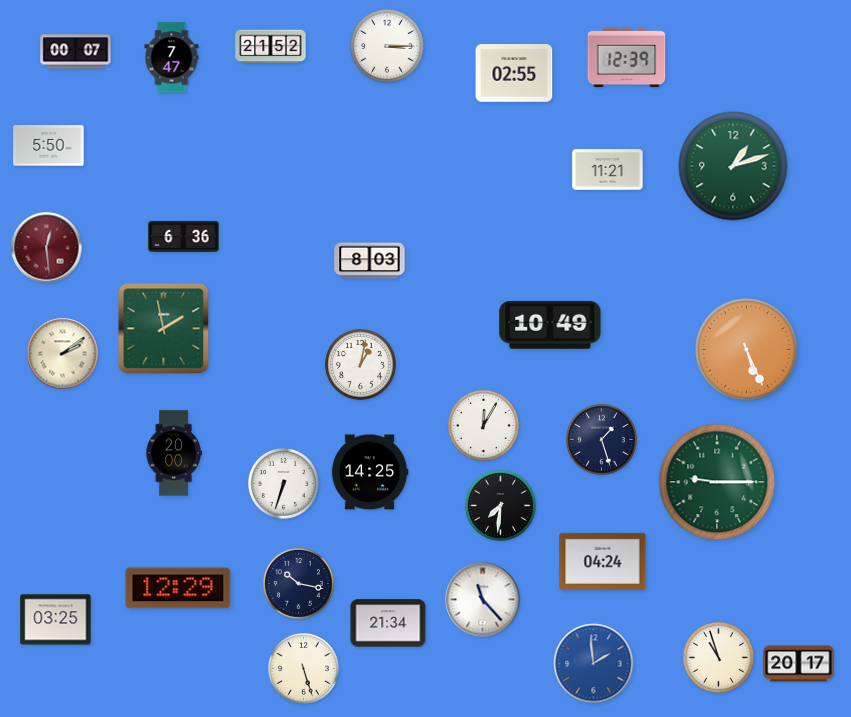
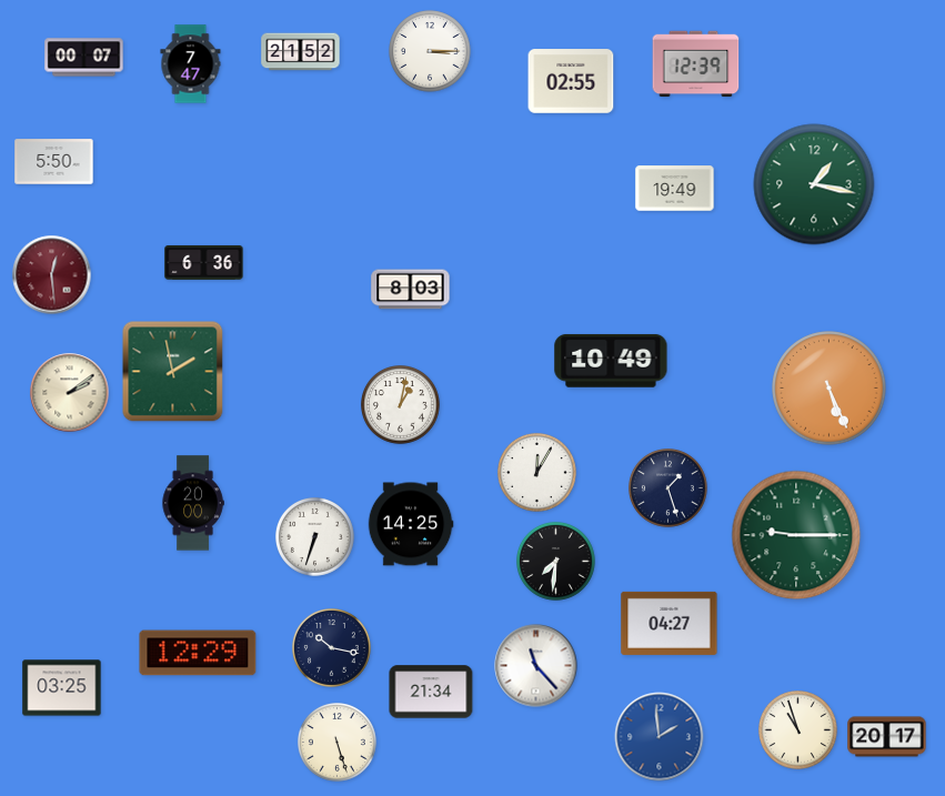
clock at (733, 166): 1:12 -> 1:17
clock at (608, 170): 11:21 -> 19:49
clock at (164, 329) position: (164, 329) -> (173, 372)
clock at (603, 561): 04:24 -> 04:27
